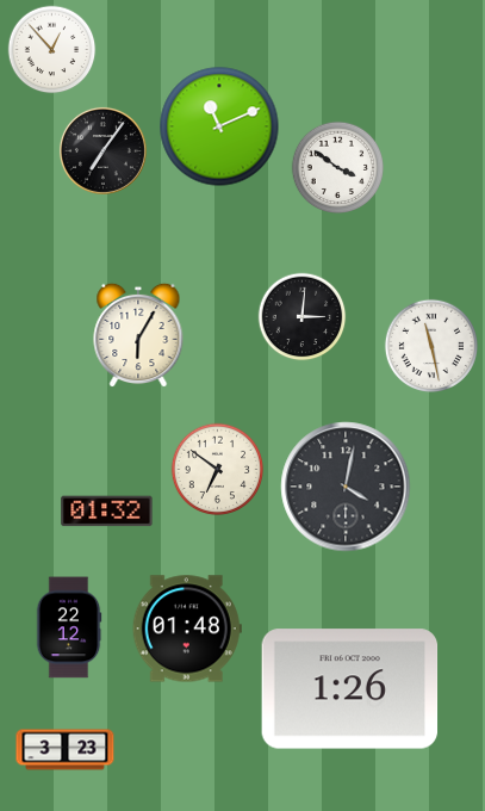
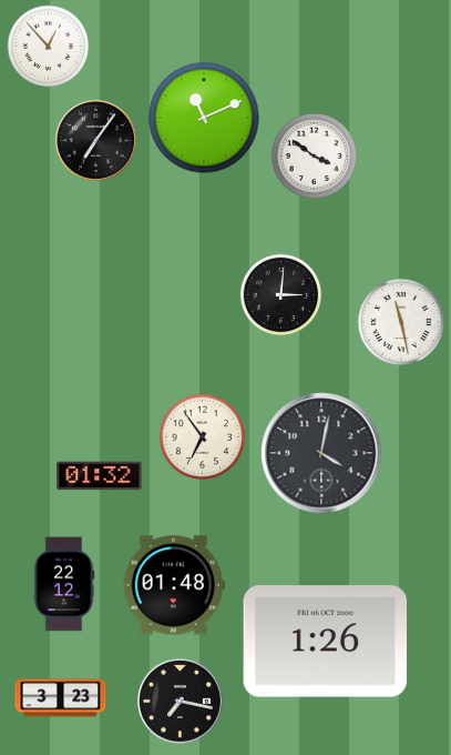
clock at (138, 335): 6:05 -> none
clock at (218, 470): 6:51 -> 6:54
clock at (180, 701): none -> 7:17
